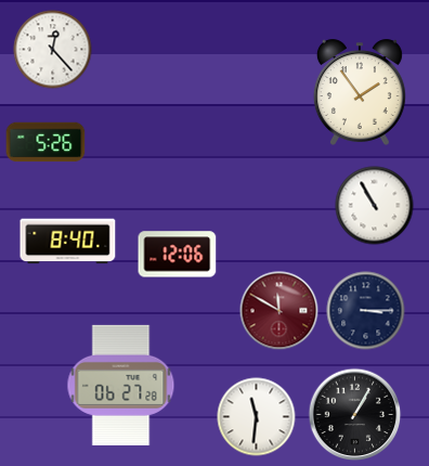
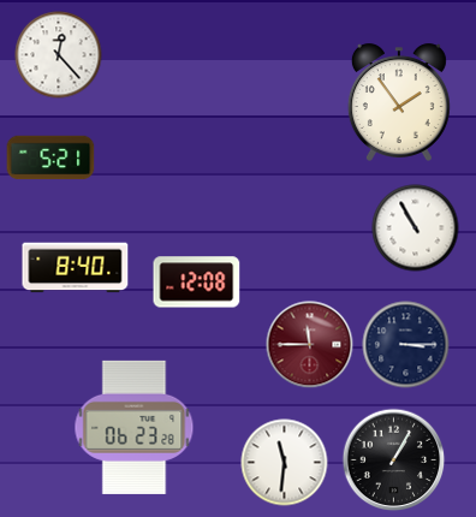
clock at (45, 142): 5:26 -> 5:21
clock at (178, 255): 12:06 -> 12:08
clock at (279, 311): 11:50 -> 11:45
clock at (121, 385): 06:27 -> 06:23
